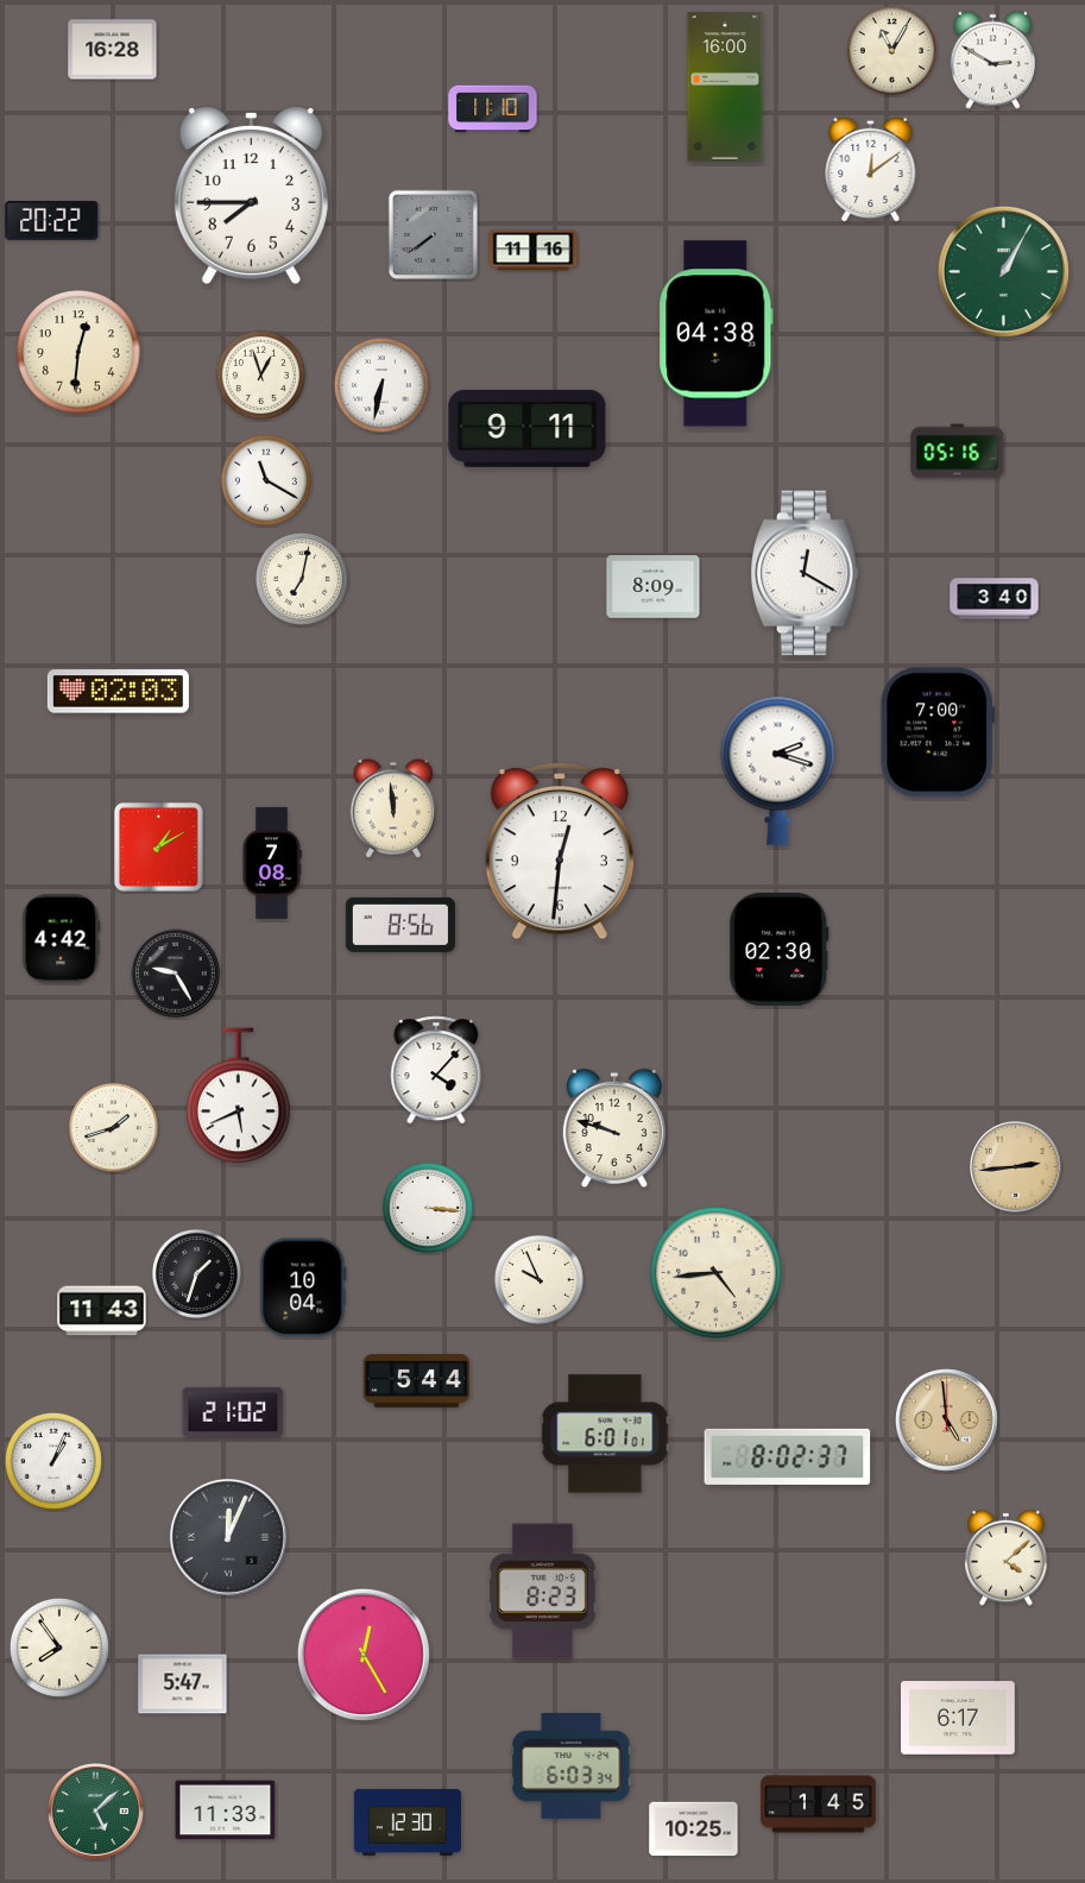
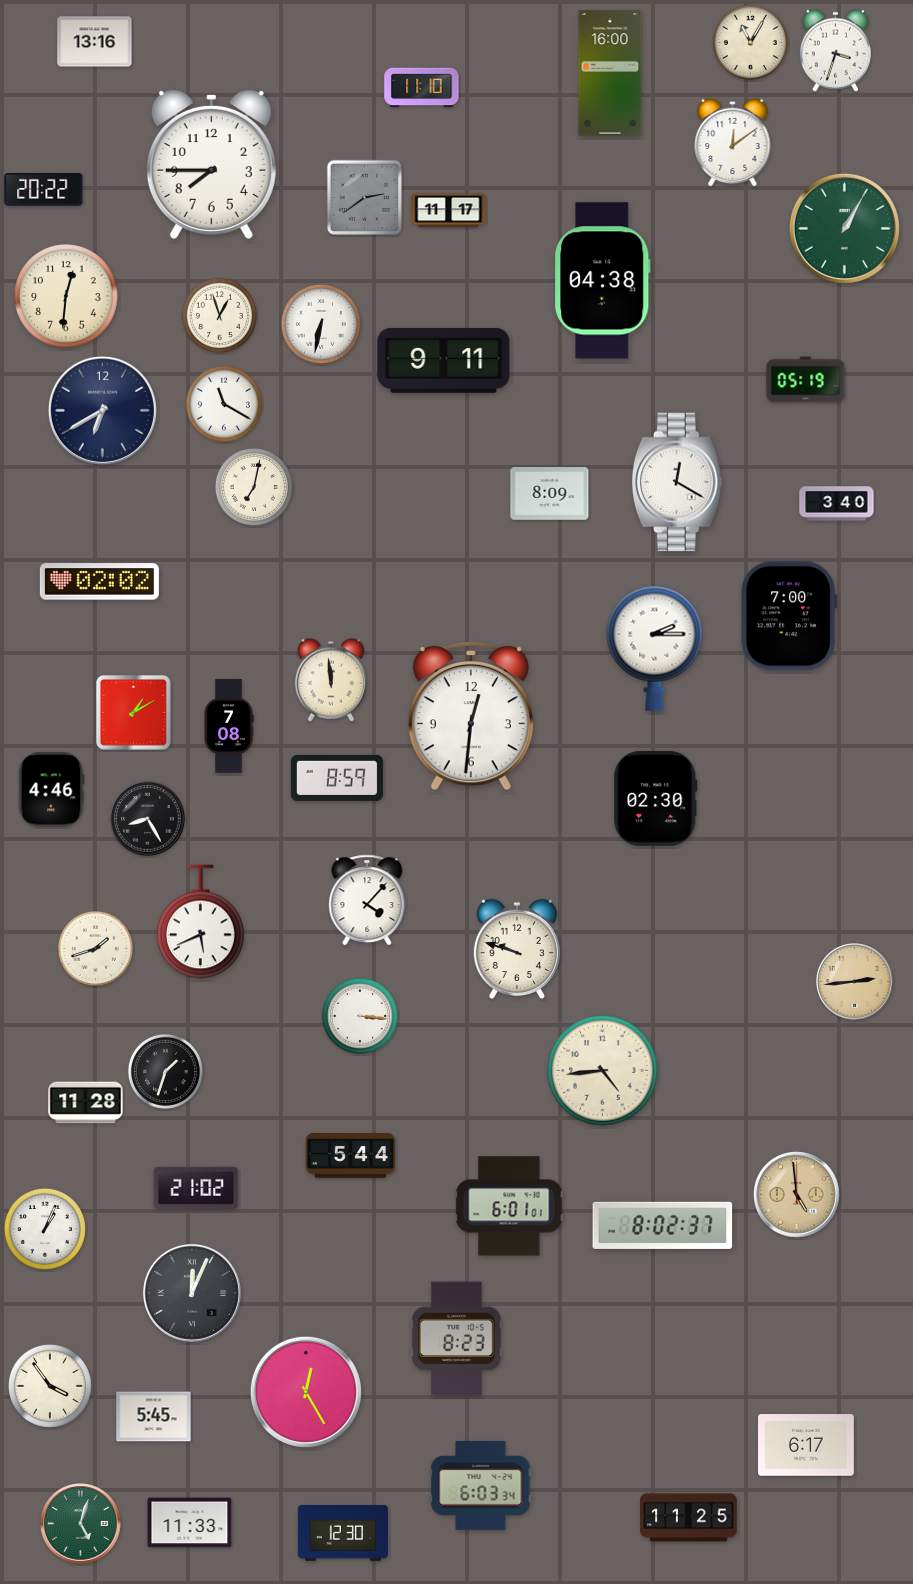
clock at (113, 50): 16:28 -> 13:16
clock at (992, 59): 2:50 -> 3:33
clock at (493, 109) position: (493, 109) -> (422, 88)
clock at (52, 220) position: (52, 220) -> (44, 189)
clock at (433, 234): 7:39 -> 2:39
clock at (534, 251): 11:16 -> 11:17
clock at (958, 452): 05:16 -> 05:19
clock at (102, 410): none -> 6:40
clock at (118, 692): 02:03 -> 02:02
clock at (778, 770): 2:18 -> 2:15
clock at (400, 925): 8:56 -> 8:59
clock at (62, 939): 4:42 -> 4:46
clock at (176, 974): 9:25 -> 8:25
clock at (538, 1279): 9:56 -> none
clock at (303, 1287): 10:04 -> none
clock at (102, 1311): 11:43 -> 11:28
clock at (417, 1381) position: (417, 1381) -> (351, 1156)
clock at (1007, 1557): 4:08 -> none
clock at (59, 1648): 7:54 -> 3:54
clock at (183, 1684): 5:47 -> 5:45
clock at (819, 1805): 1:45 -> 11:25
clock at (96, 1812): 5:08 -> 5:03
clock at (694, 1830): 10:25 -> none
